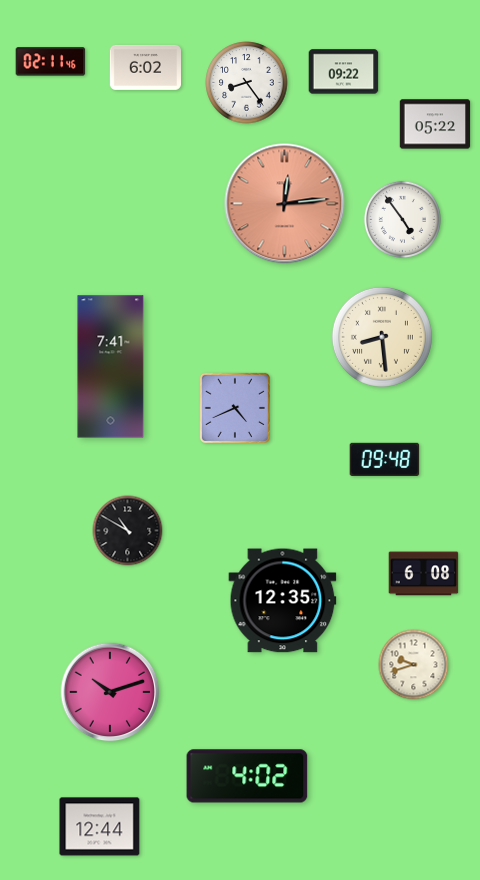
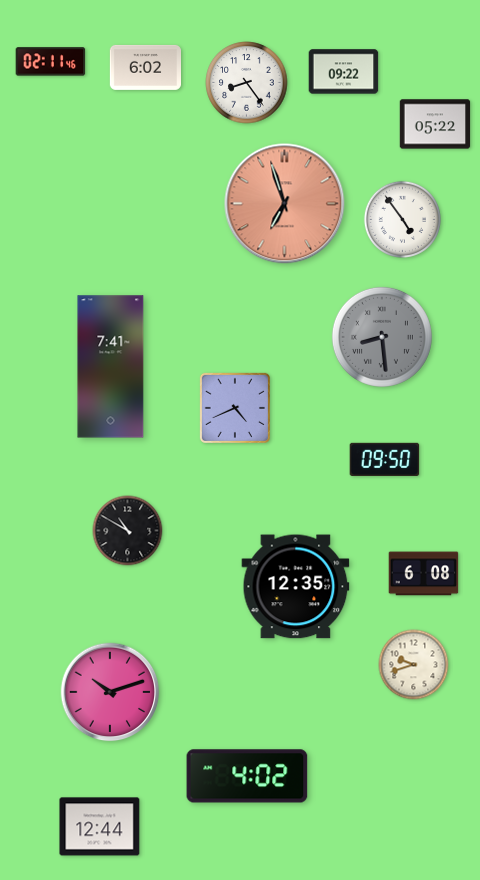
clock at (285, 204): 12:14 -> 6:57
clock at (382, 337) dial: cream -> grey
clock at (385, 459): 09:48 -> 09:50
clock at (283, 601) position: (283, 601) -> (296, 587)
